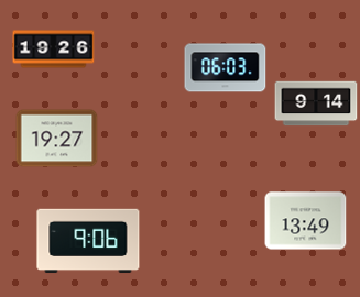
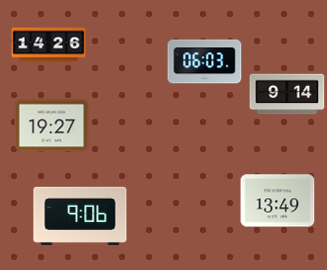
clock at (54, 50): 19:26 -> 14:26
clock at (88, 241) position: (88, 241) -> (80, 216)
